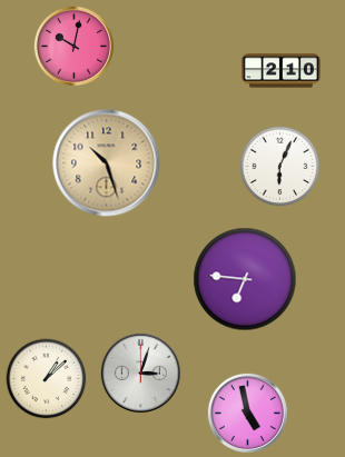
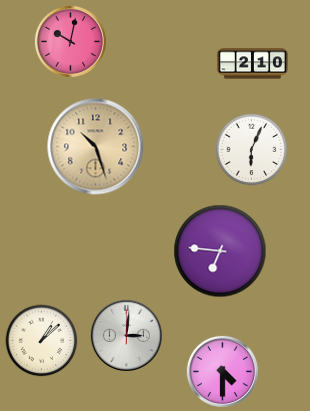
clock at (73, 46) position: (73, 46) -> (70, 41)
clock at (140, 372): 3:03 -> 3:01
clock at (247, 413): 4:58 -> 4:30
